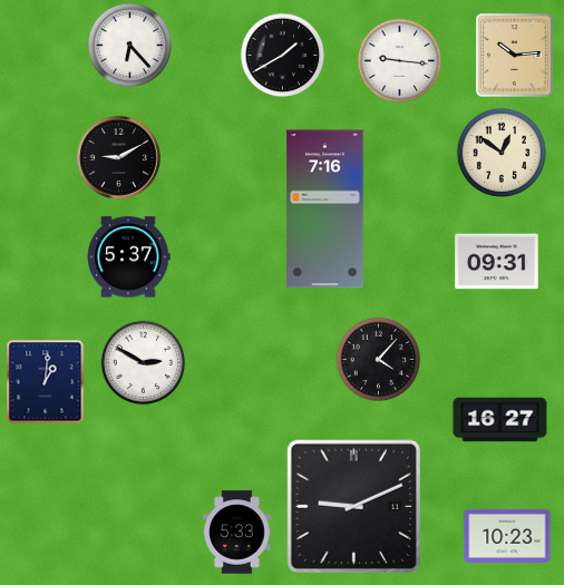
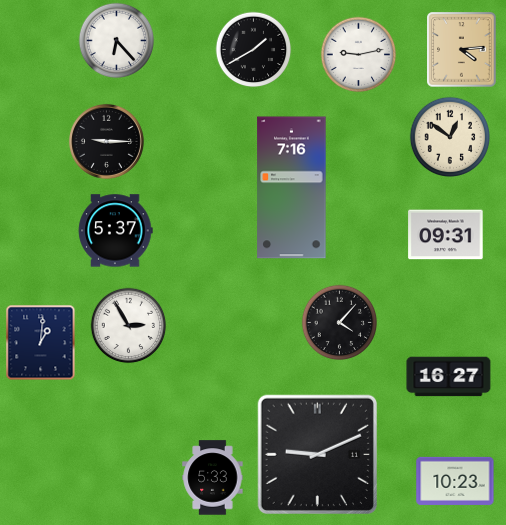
clock at (515, 56): 10:14 -> 4:14
clock at (400, 61): 9:16 -> 9:13
clock at (118, 157): 9:10 -> 9:15
clock at (144, 363): 2:50 -> 2:55
